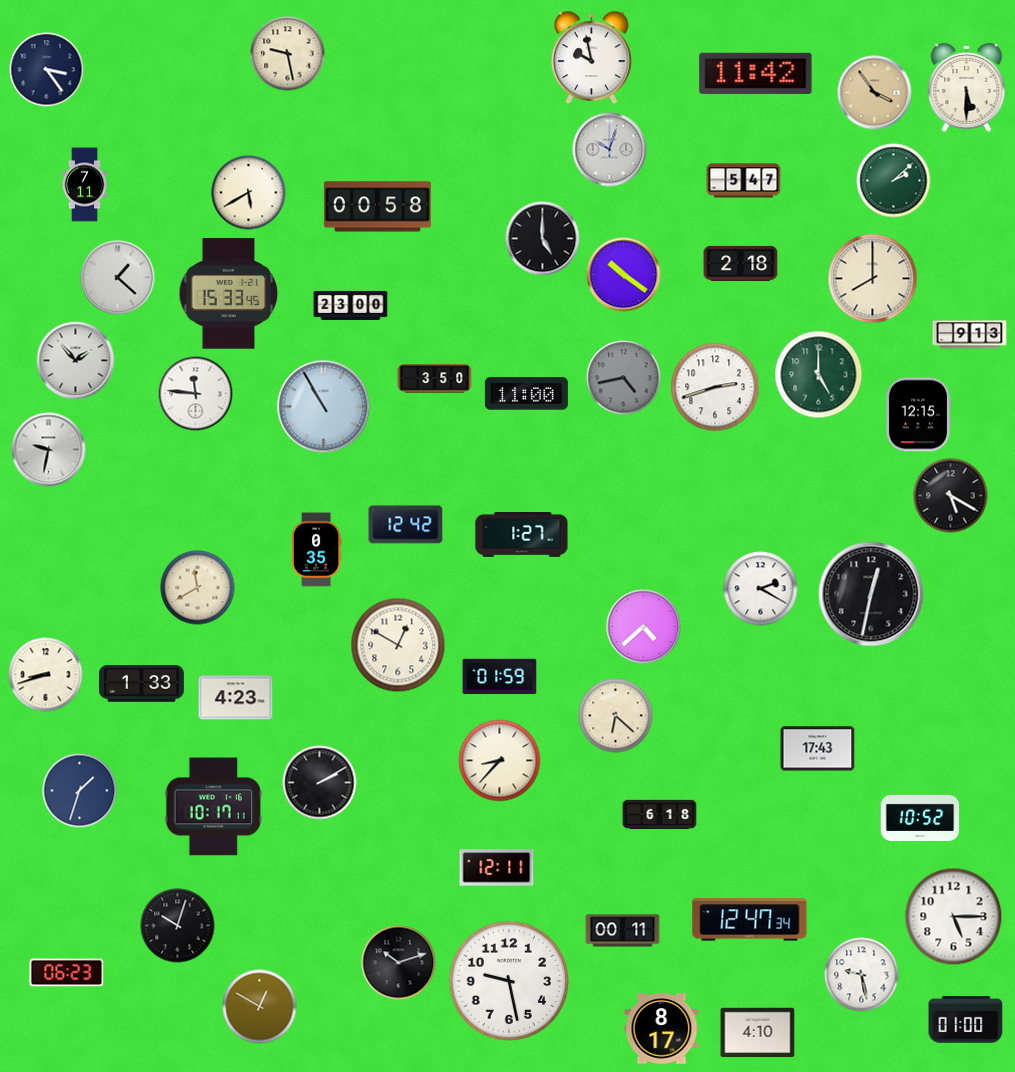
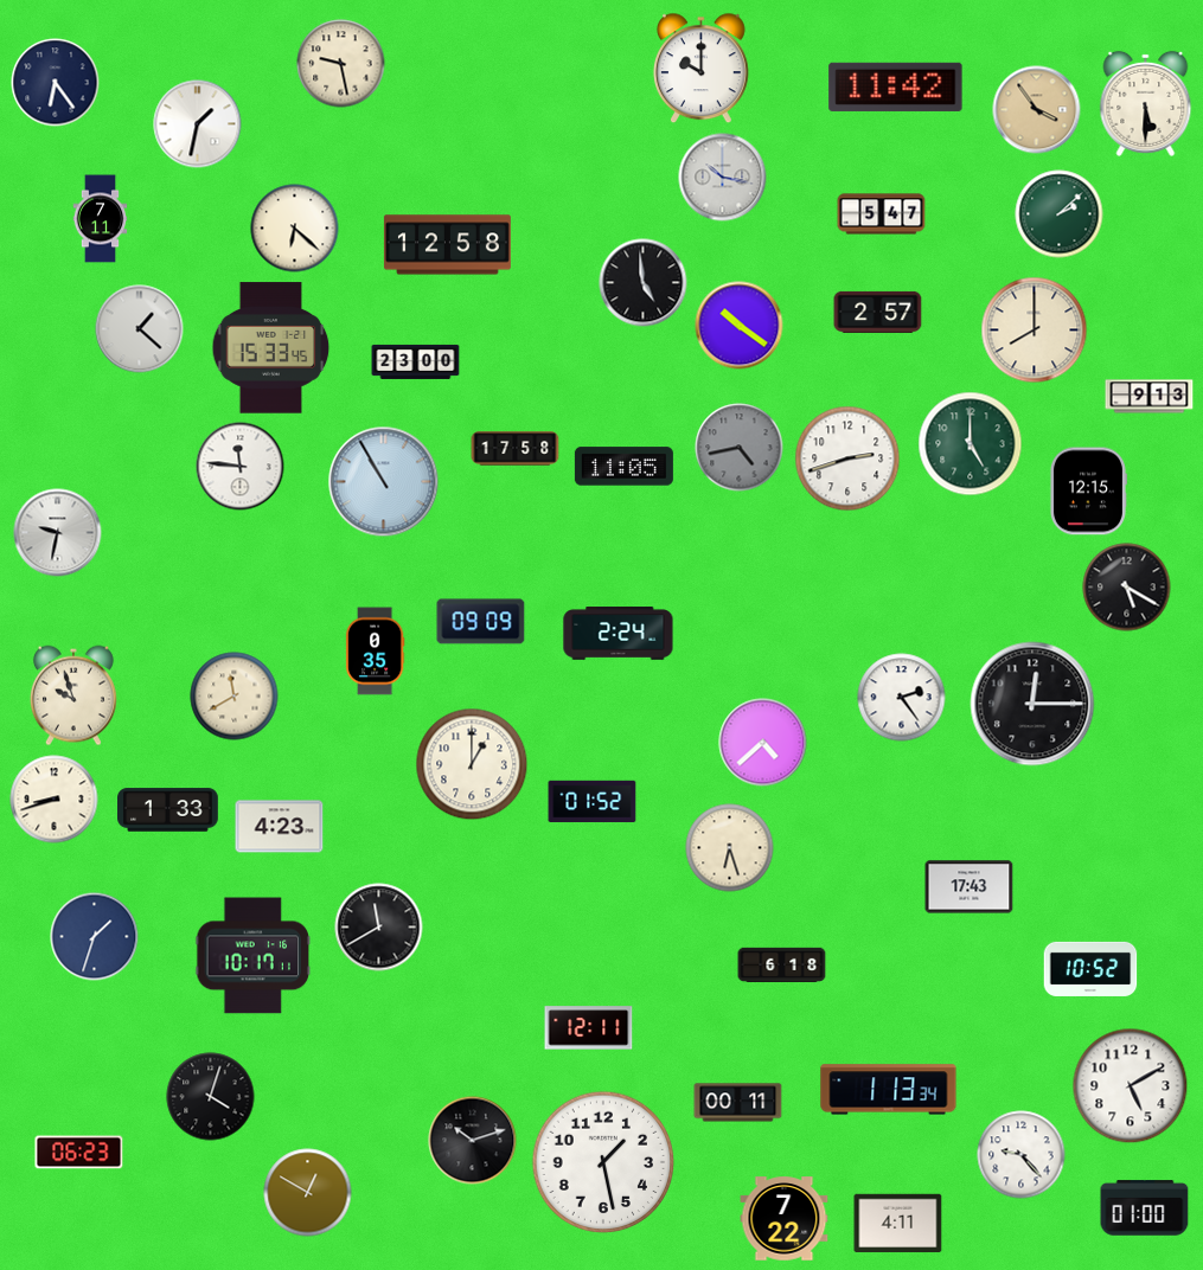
clock at (591, 58): 9:58 -> 10:00
clock at (47, 70): 3:24 -> 6:24
clock at (198, 124): none -> 1:32
clock at (610, 150): 10:03 -> 10:17
clock at (249, 193): 5:40 -> 6:22
clock at (377, 207): 00:58 -> 12:58
clock at (543, 239): 5:00 -> 4:59
clock at (741, 263): 2:18 -> 2:57
clock at (76, 361): 1:53 -> none
clock at (435, 379): 3:50 -> 17:58
clock at (196, 394) position: (196, 394) -> (241, 467)
clock at (526, 394): 11:00 -> 11:05
clock at (406, 525): 12:42 -> 09:09
clock at (522, 535): 1:27 -> 2:24
clock at (73, 695): none -> 9:57
clock at (761, 589): 2:20 -> 2:24
clock at (871, 594): 12:32 -> 12:15
clock at (398, 645): 12:50 -> 1:00
clock at (500, 677): 01:59 -> 01:52
clock at (616, 716): 6:22 -> 6:27
clock at (500, 761): 8:37 -> none
clock at (320, 783): 2:10 -> 11:40
clock at (954, 917): 5:15 -> 5:10
clock at (750, 920): 12:47 -> 1:13
clock at (178, 926): 10:03 -> 4:03
clock at (862, 975): 9:28 -> 9:23
clock at (509, 981): 9:28 -> 1:28
clock at (662, 1029): 8:17 -> 7:22
clock at (758, 1033): 4:10 -> 4:11
